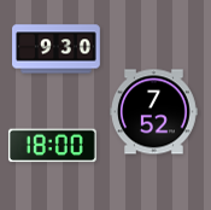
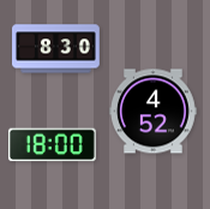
clock at (57, 49): 9:30 -> 8:30
clock at (154, 112): 7:52 -> 4:52
